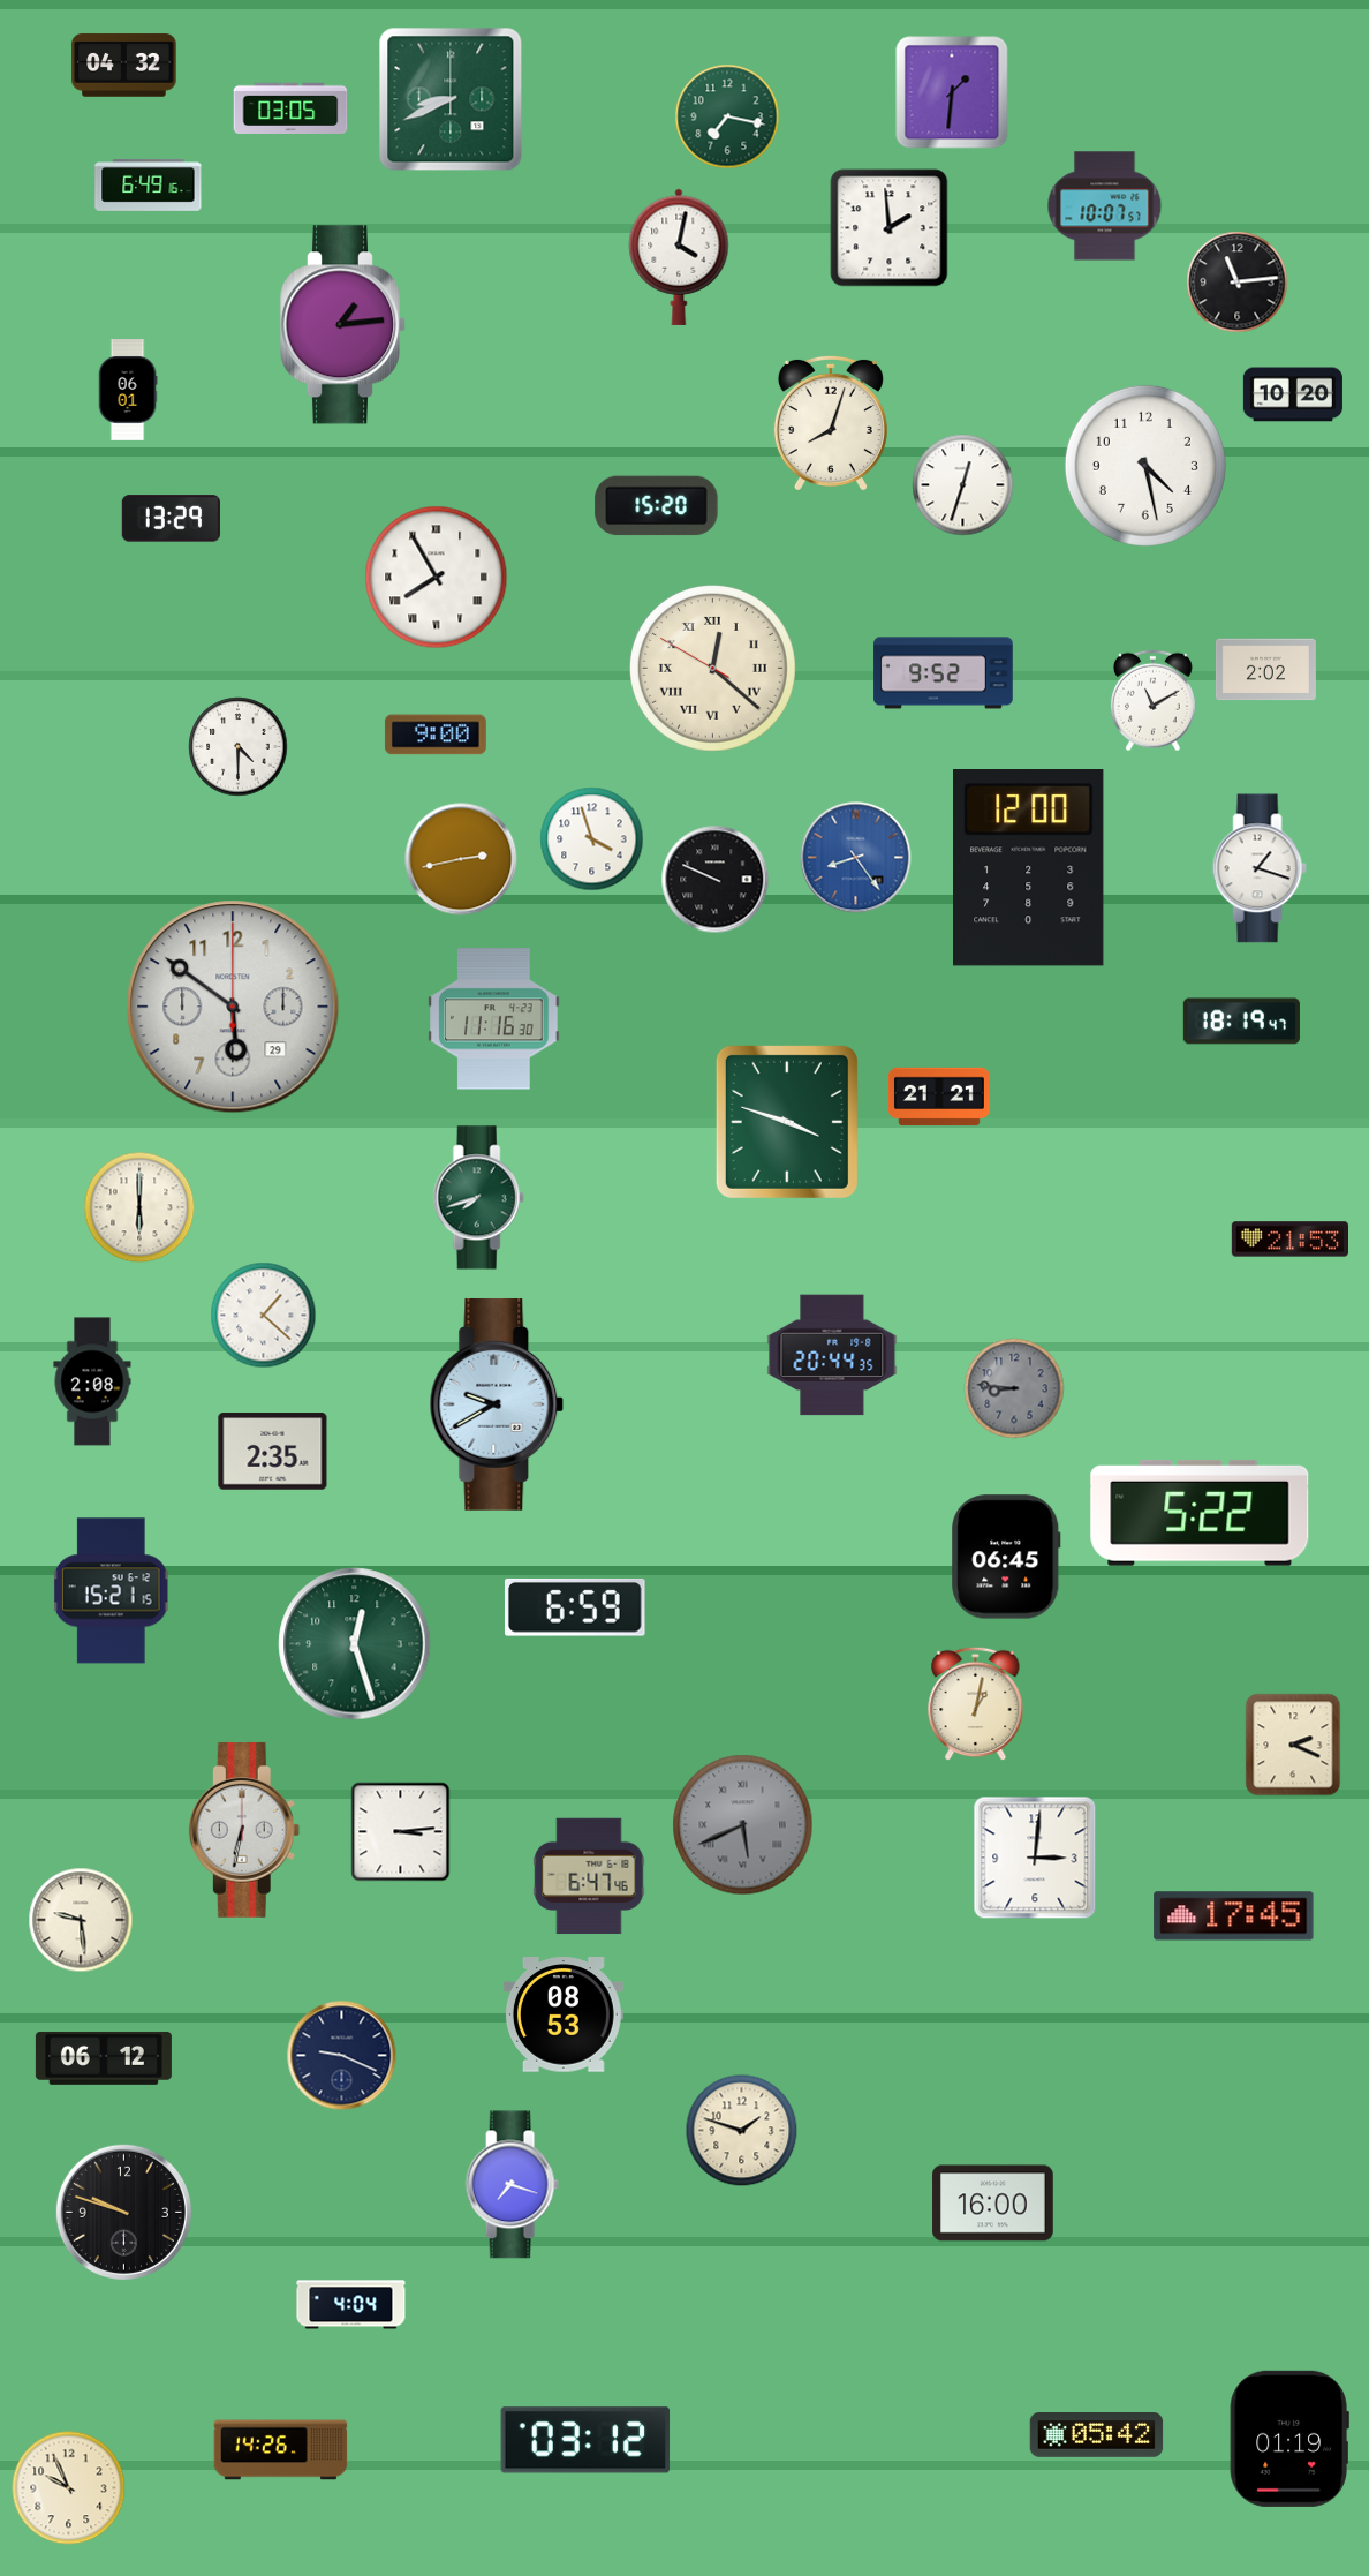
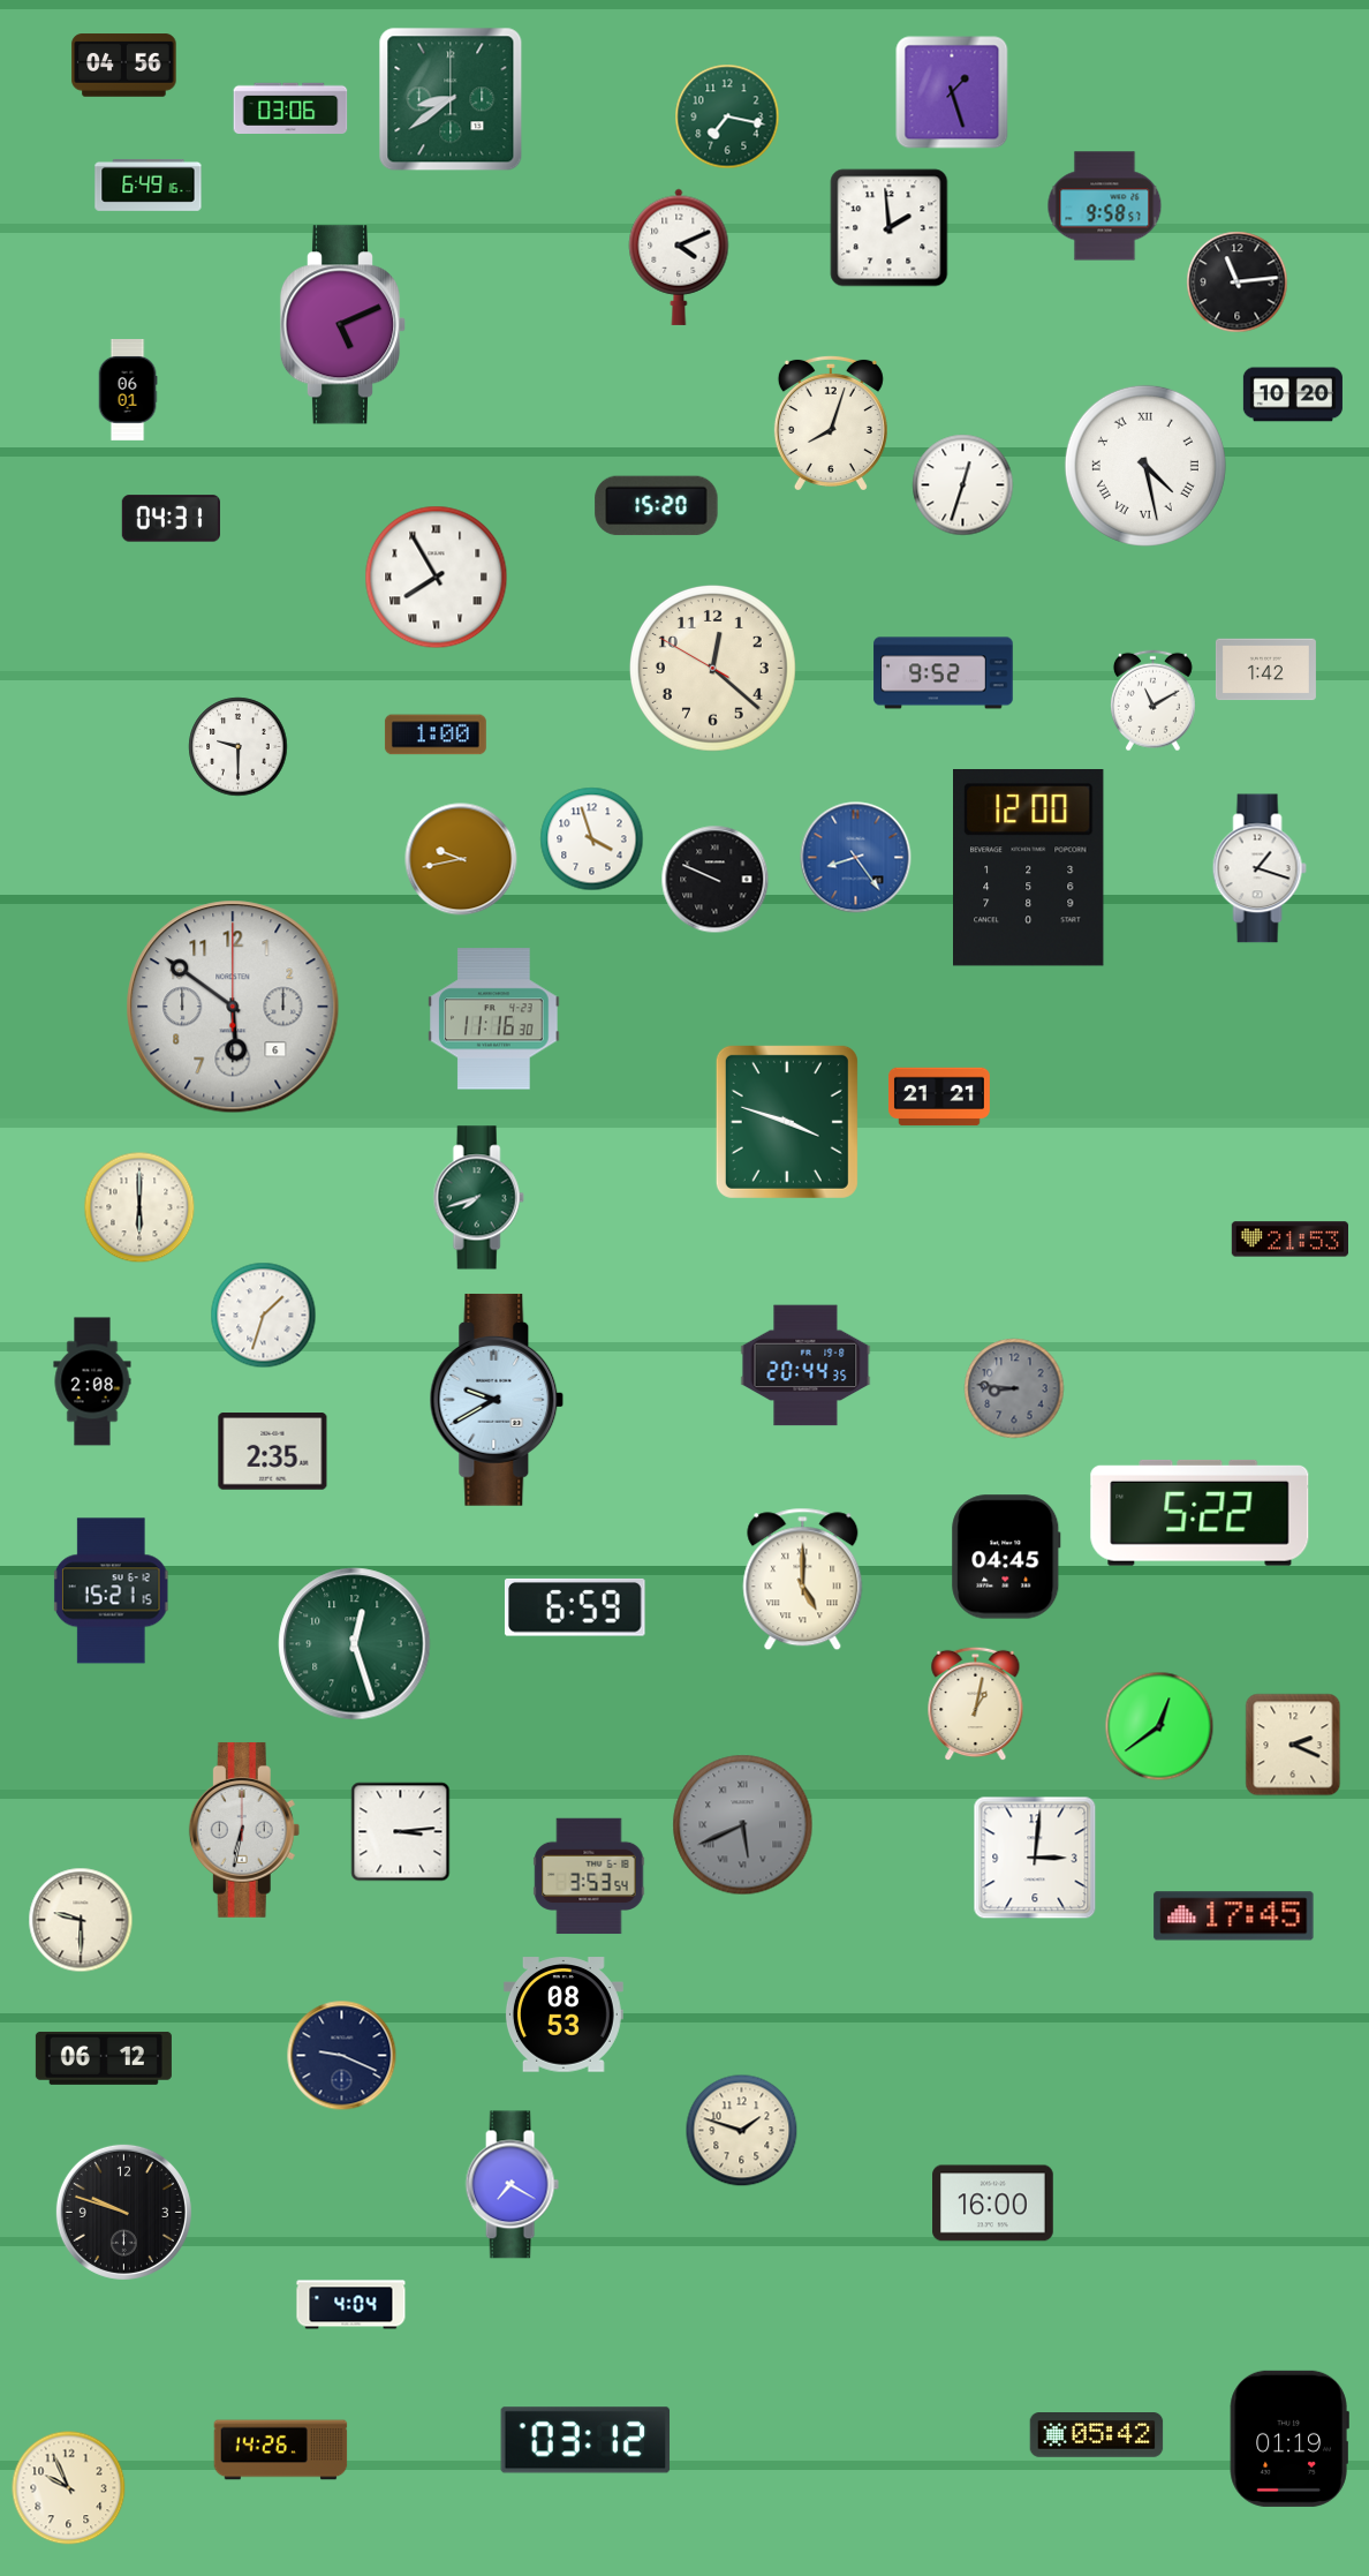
clock at (124, 66): 04:32 -> 04:56
clock at (952, 92): 1:31 -> 1:27
clock at (451, 99): 8:41 -> 8:39
clock at (290, 108): 03:05 -> 03:06
clock at (1105, 206): 10:07 -> 9:58
clock at (679, 257): 4:02 -> 4:11
clock at (343, 325): 1:14 -> 5:11
clock at (1145, 466) numerals: Arabic -> Roman
clock at (171, 519): 13:29 -> 04:31
clock at (713, 669) numerals: Roman -> Arabic
clock at (1265, 670): 2:02 -> 1:42
clock at (436, 735): 9:00 -> 1:00
clock at (239, 747): 4:30 -> 9:30
clock at (461, 859): 2:43 -> 9:43
clock at (233, 1007) date: 29 -> 6
clock at (1241, 1022): 18:19 -> none
clock at (264, 1316): 1:22 -> 1:33
clock at (832, 1355) position: (832, 1355) -> (805, 1365)
clock at (497, 1404) position: (497, 1404) -> (497, 1400)
clock at (1006, 1557): 06:45 -> 04:45
clock at (803, 1580): none -> 5:00
clock at (1159, 1726): none -> 12:39
clock at (589, 1876): 6:47 -> 3:53
clock at (81, 1920): 9:29 -> 9:30
clock at (512, 2185): 7:18 -> 7:20
